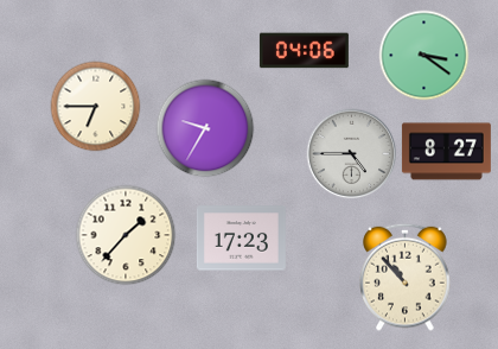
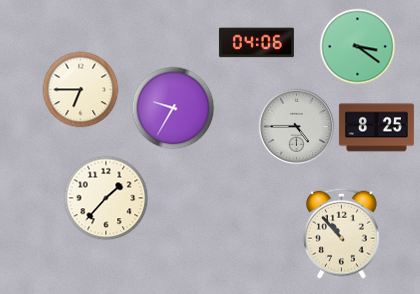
clock at (446, 152): 8:27 -> 8:25
clock at (352, 154) position: (352, 154) -> (297, 127)
clock at (241, 239): 17:23 -> none
